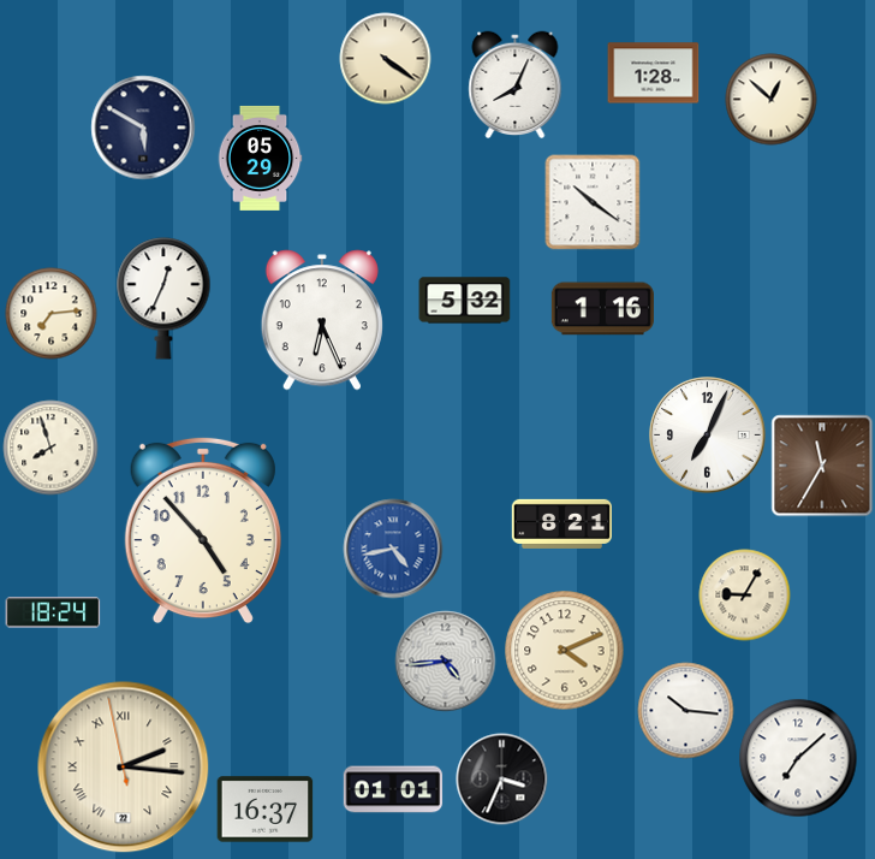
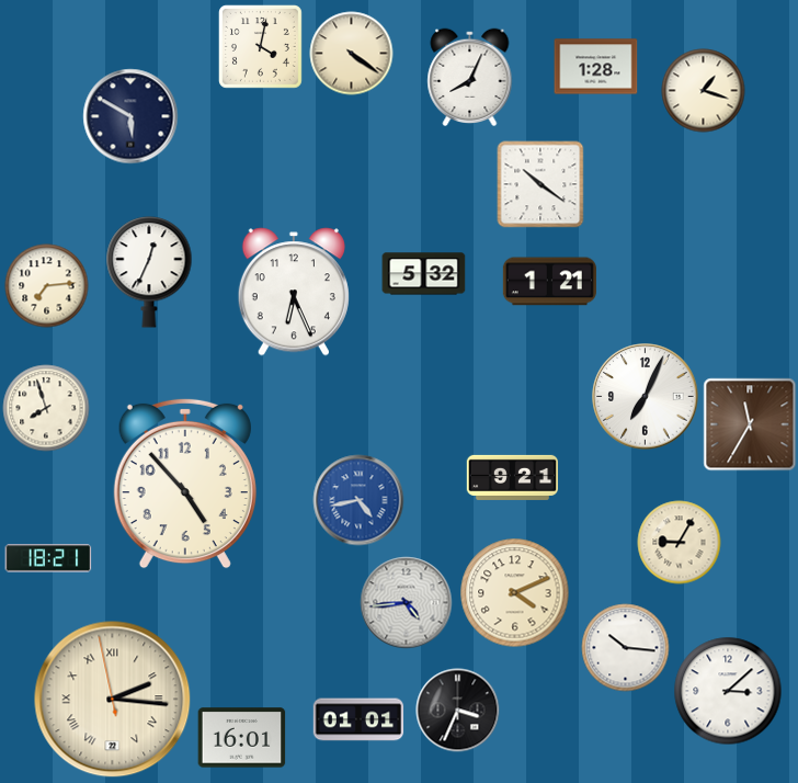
clock at (260, 46): none -> 4:02
clock at (772, 100): 12:52 -> 1:18
clock at (260, 158): 05:29 -> none
clock at (602, 309): 1:16 -> 1:21
clock at (561, 523): 8:21 -> 9:21
clock at (53, 612): 18:24 -> 18:21
clock at (798, 758): 7:08 -> 3:08
clock at (266, 810): 16:37 -> 16:01
